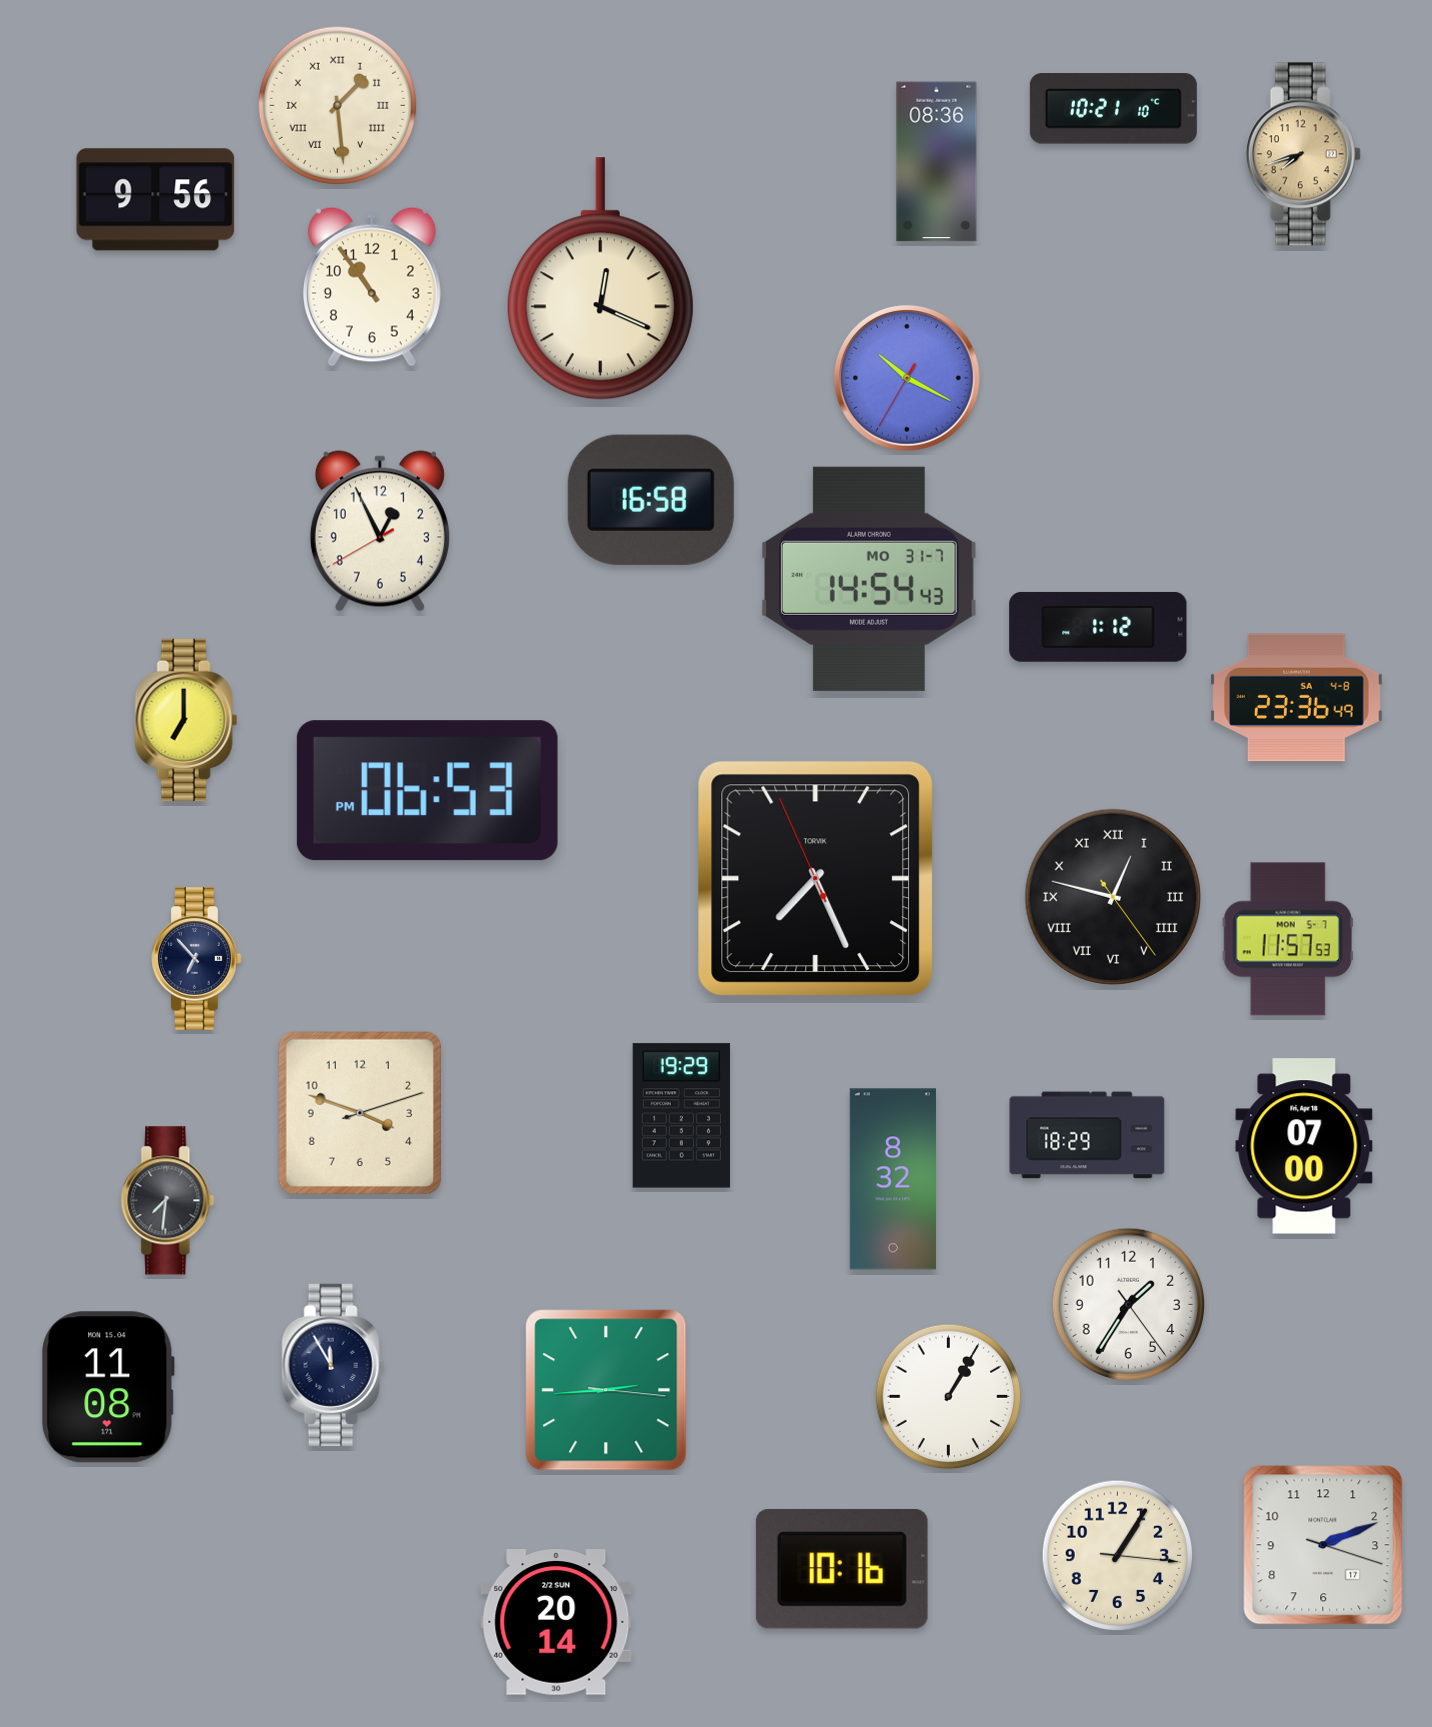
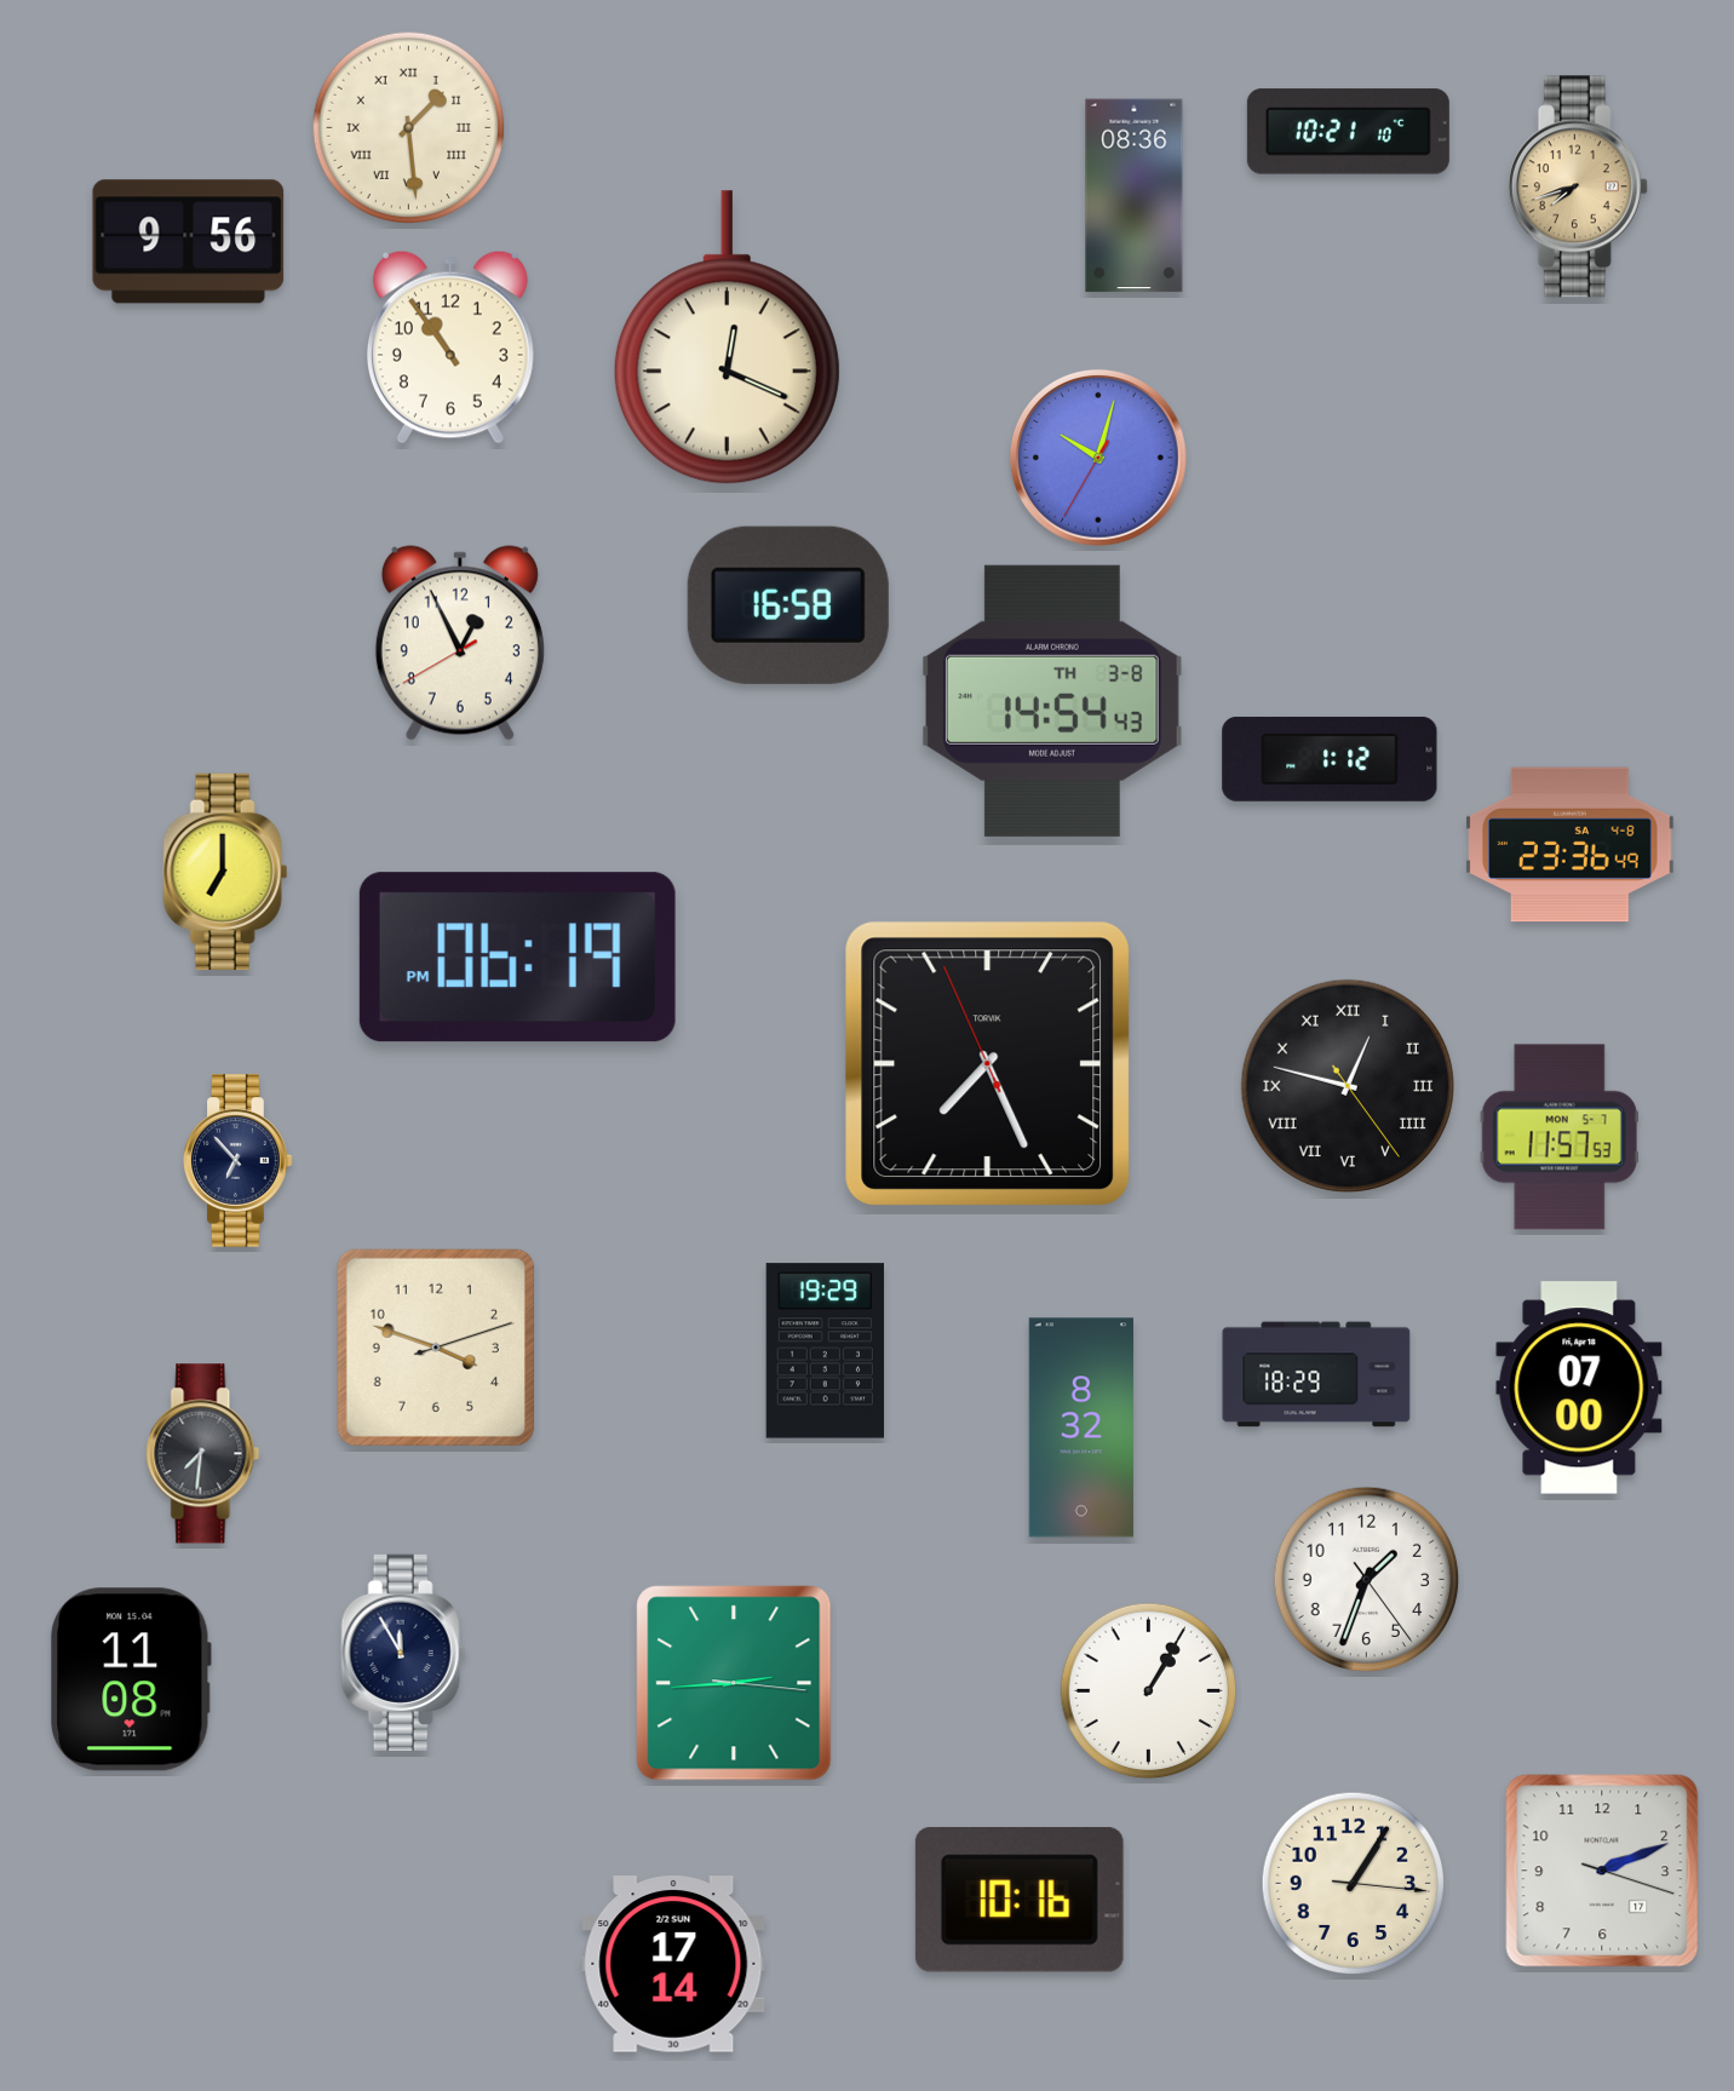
clock at (907, 378): 10:19 -> 10:02
clock at (869, 579) date: MO 31-7 -> TH 3-8
clock at (427, 791): 06:53 -> 06:19
clock at (1129, 1305): 1:35 -> 1:33
clock at (556, 1622): 20:14 -> 17:14
